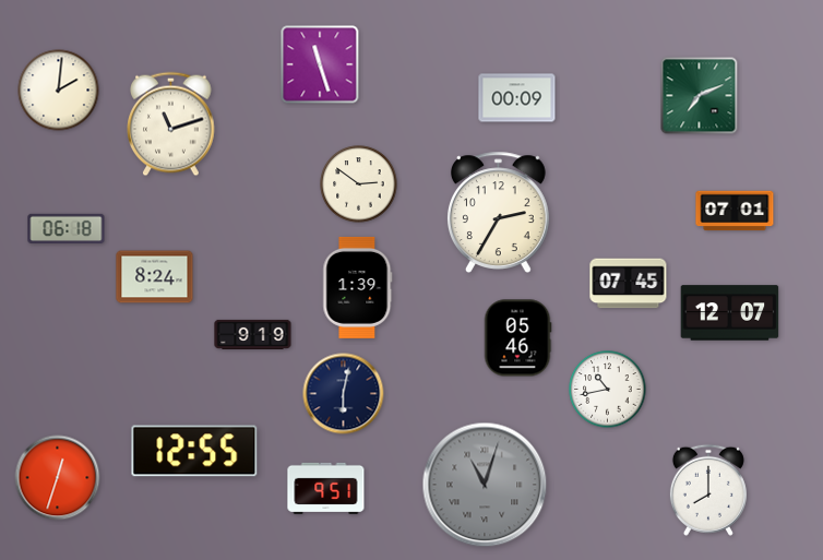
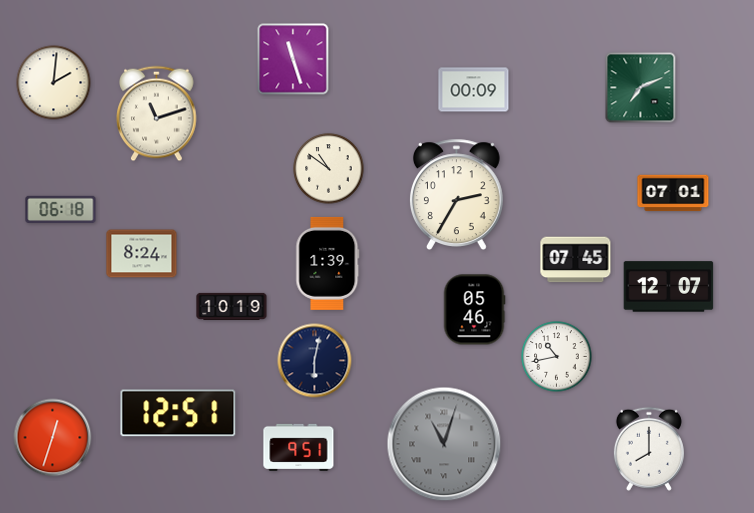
clock at (359, 184): 2:51 -> 10:51
clock at (253, 334): 9:19 -> 10:19
clock at (194, 451): 12:55 -> 12:51
